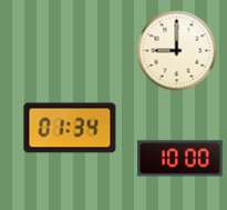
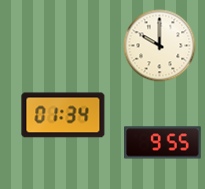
clock at (177, 51): 9:00 -> 10:00
clock at (180, 159): 10:00 -> 9:55
